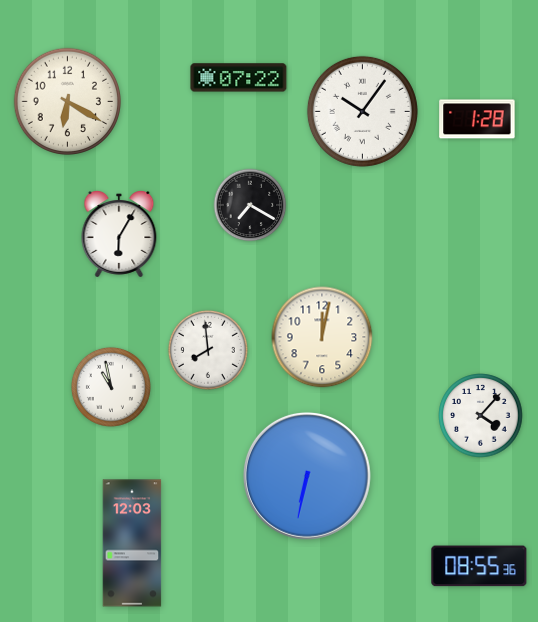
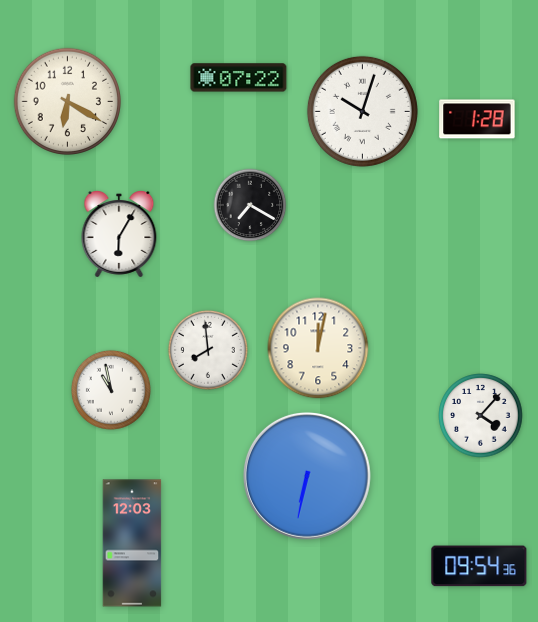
clock at (362, 111): 10:06 -> 10:03
clock at (322, 337) position: (322, 337) -> (318, 348)
clock at (111, 387) position: (111, 387) -> (111, 390)
clock at (479, 566): 08:55 -> 09:54
